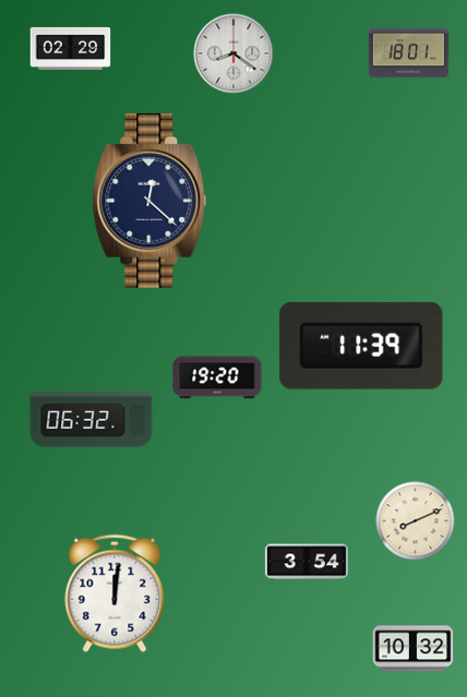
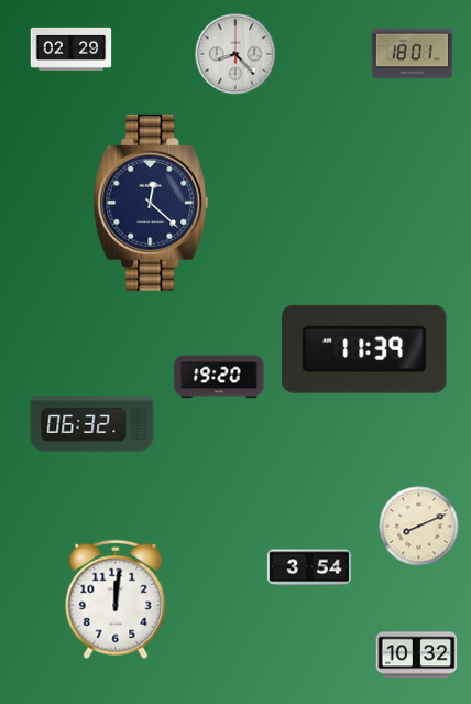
clock at (234, 53): 8:21 -> 8:23
clock at (217, 377) position: (217, 377) -> (219, 377)
